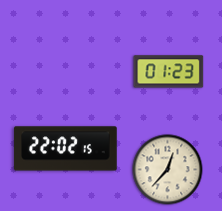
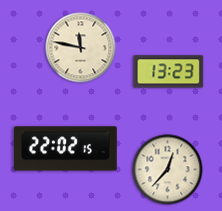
clock at (81, 48): none -> 11:47
clock at (169, 72): 01:23 -> 13:23
